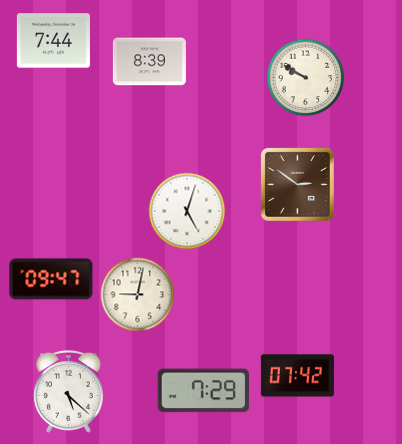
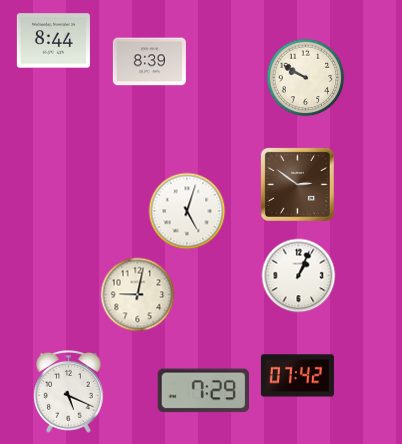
clock at (53, 41): 7:44 -> 8:44
clock at (299, 276): none -> 1:04
clock at (51, 279): 09:47 -> none
clock at (69, 391): 5:22 -> 5:19
